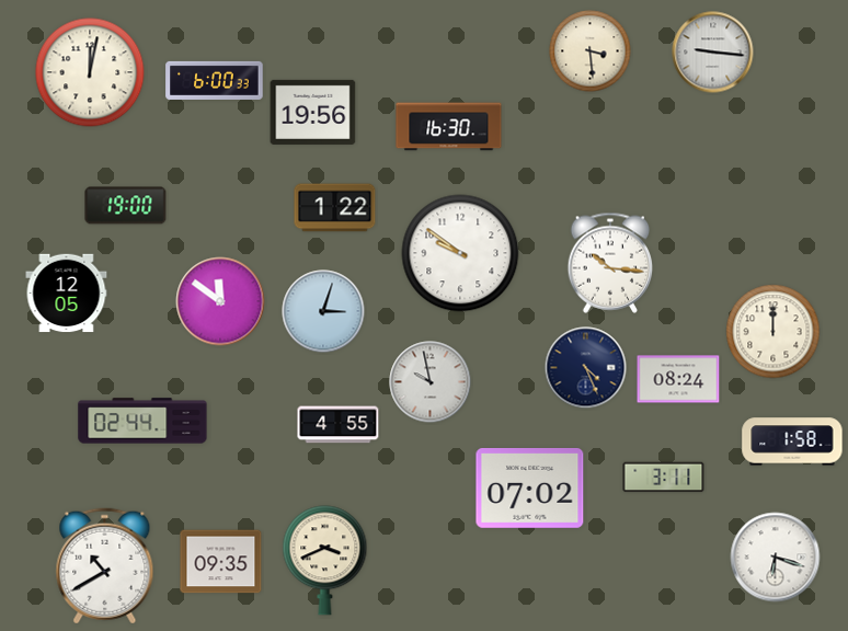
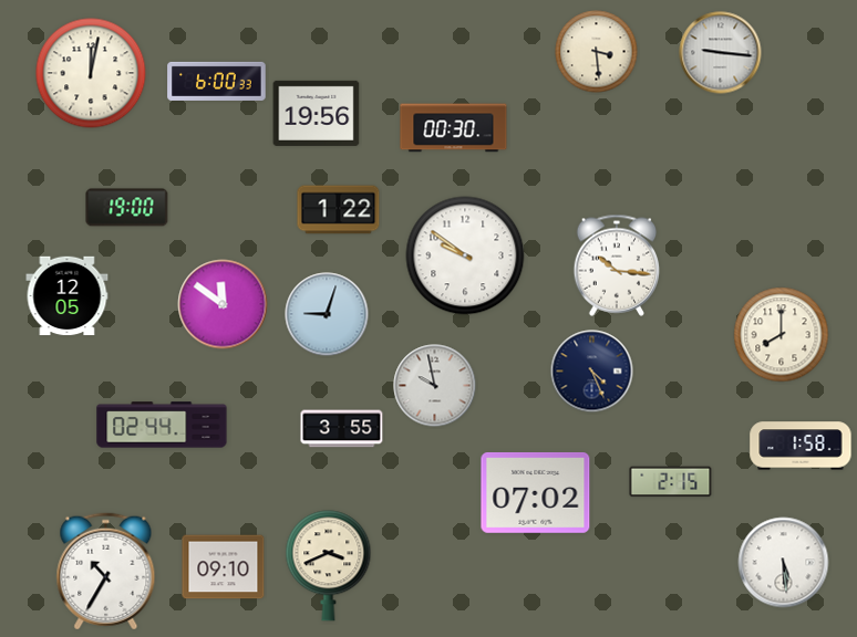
clock at (449, 127): 16:30 -> 00:30
clock at (323, 311): 3:03 -> 9:03
clock at (773, 332): 12:00 -> 8:00
clock at (678, 379): 08:24 -> none
clock at (142, 421) position: (142, 421) -> (162, 425)
clock at (339, 425): 4:55 -> 3:55
clock at (664, 478): 3:11 -> 2:15
clock at (776, 558): 6:18 -> 5:29
clock at (221, 562): 09:35 -> 09:10
clock at (105, 566): 10:40 -> 10:35
